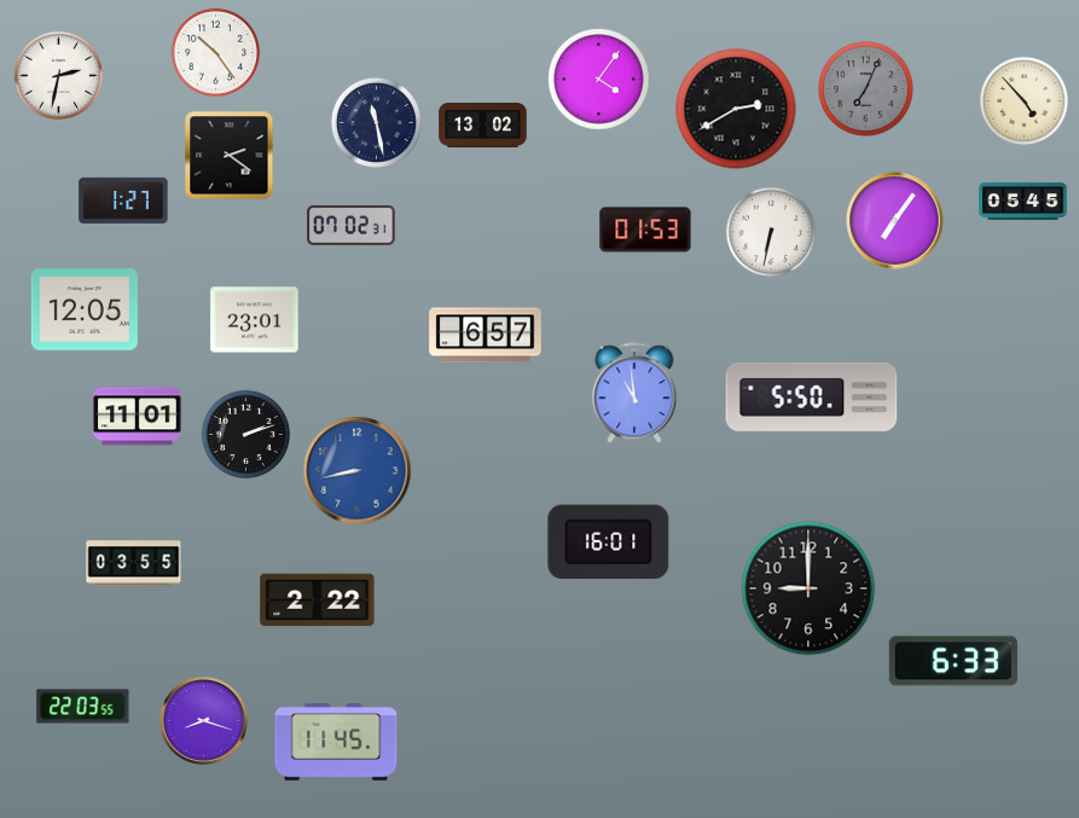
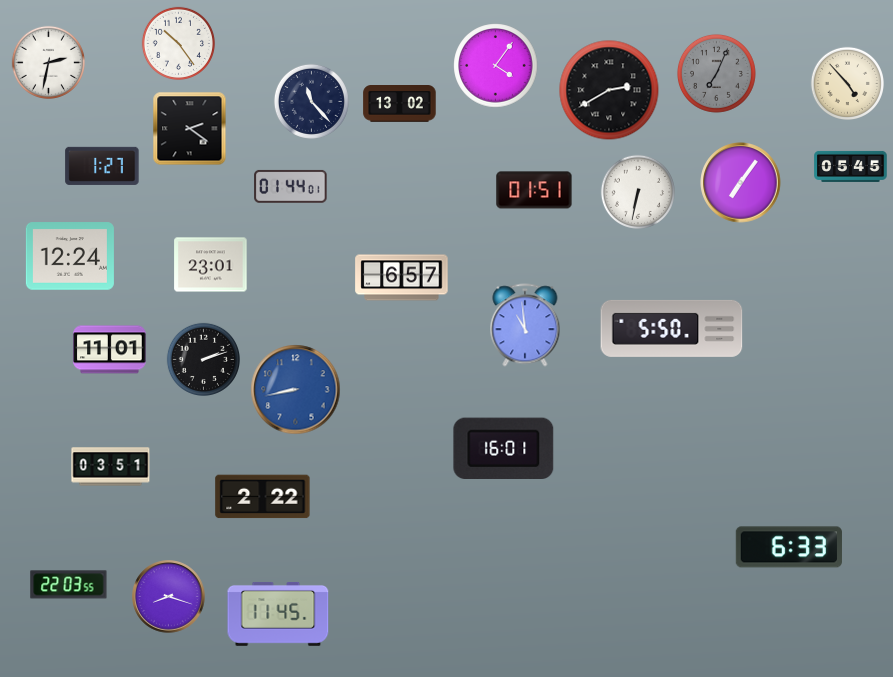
clock at (376, 122): 11:28 -> 11:23
clock at (1023, 201) position: (1023, 201) -> (851, 166)
clock at (352, 225): 07:02 -> 01:44
clock at (645, 230): 01:53 -> 01:51
clock at (85, 309): 12:05 -> 12:24
clock at (138, 417) position: (138, 417) -> (110, 350)
clock at (134, 564): 03:55 -> 03:51
clock at (808, 588): 9:00 -> none
